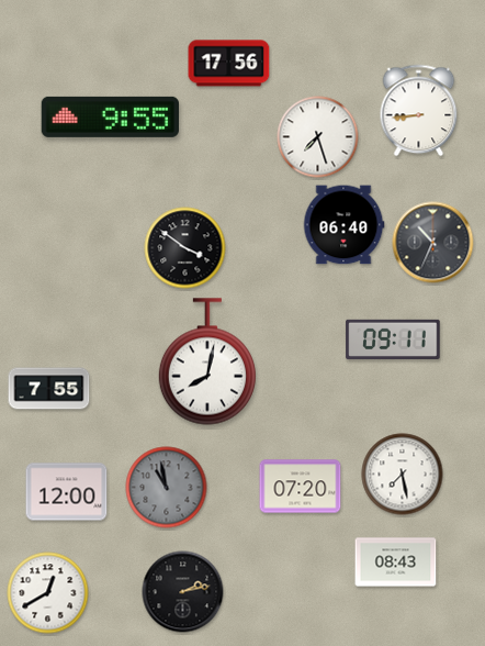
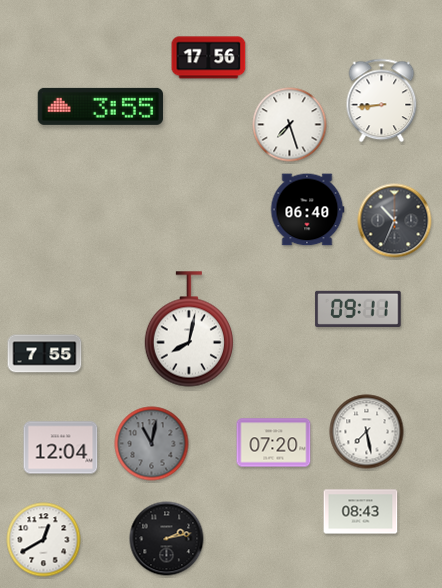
clock at (110, 116): 9:55 -> 3:55
clock at (343, 225) position: (343, 225) -> (307, 210)
clock at (185, 248): 3:51 -> none
clock at (167, 488): 10:58 -> 11:02
clock at (67, 492): 12:00 -> 12:04
